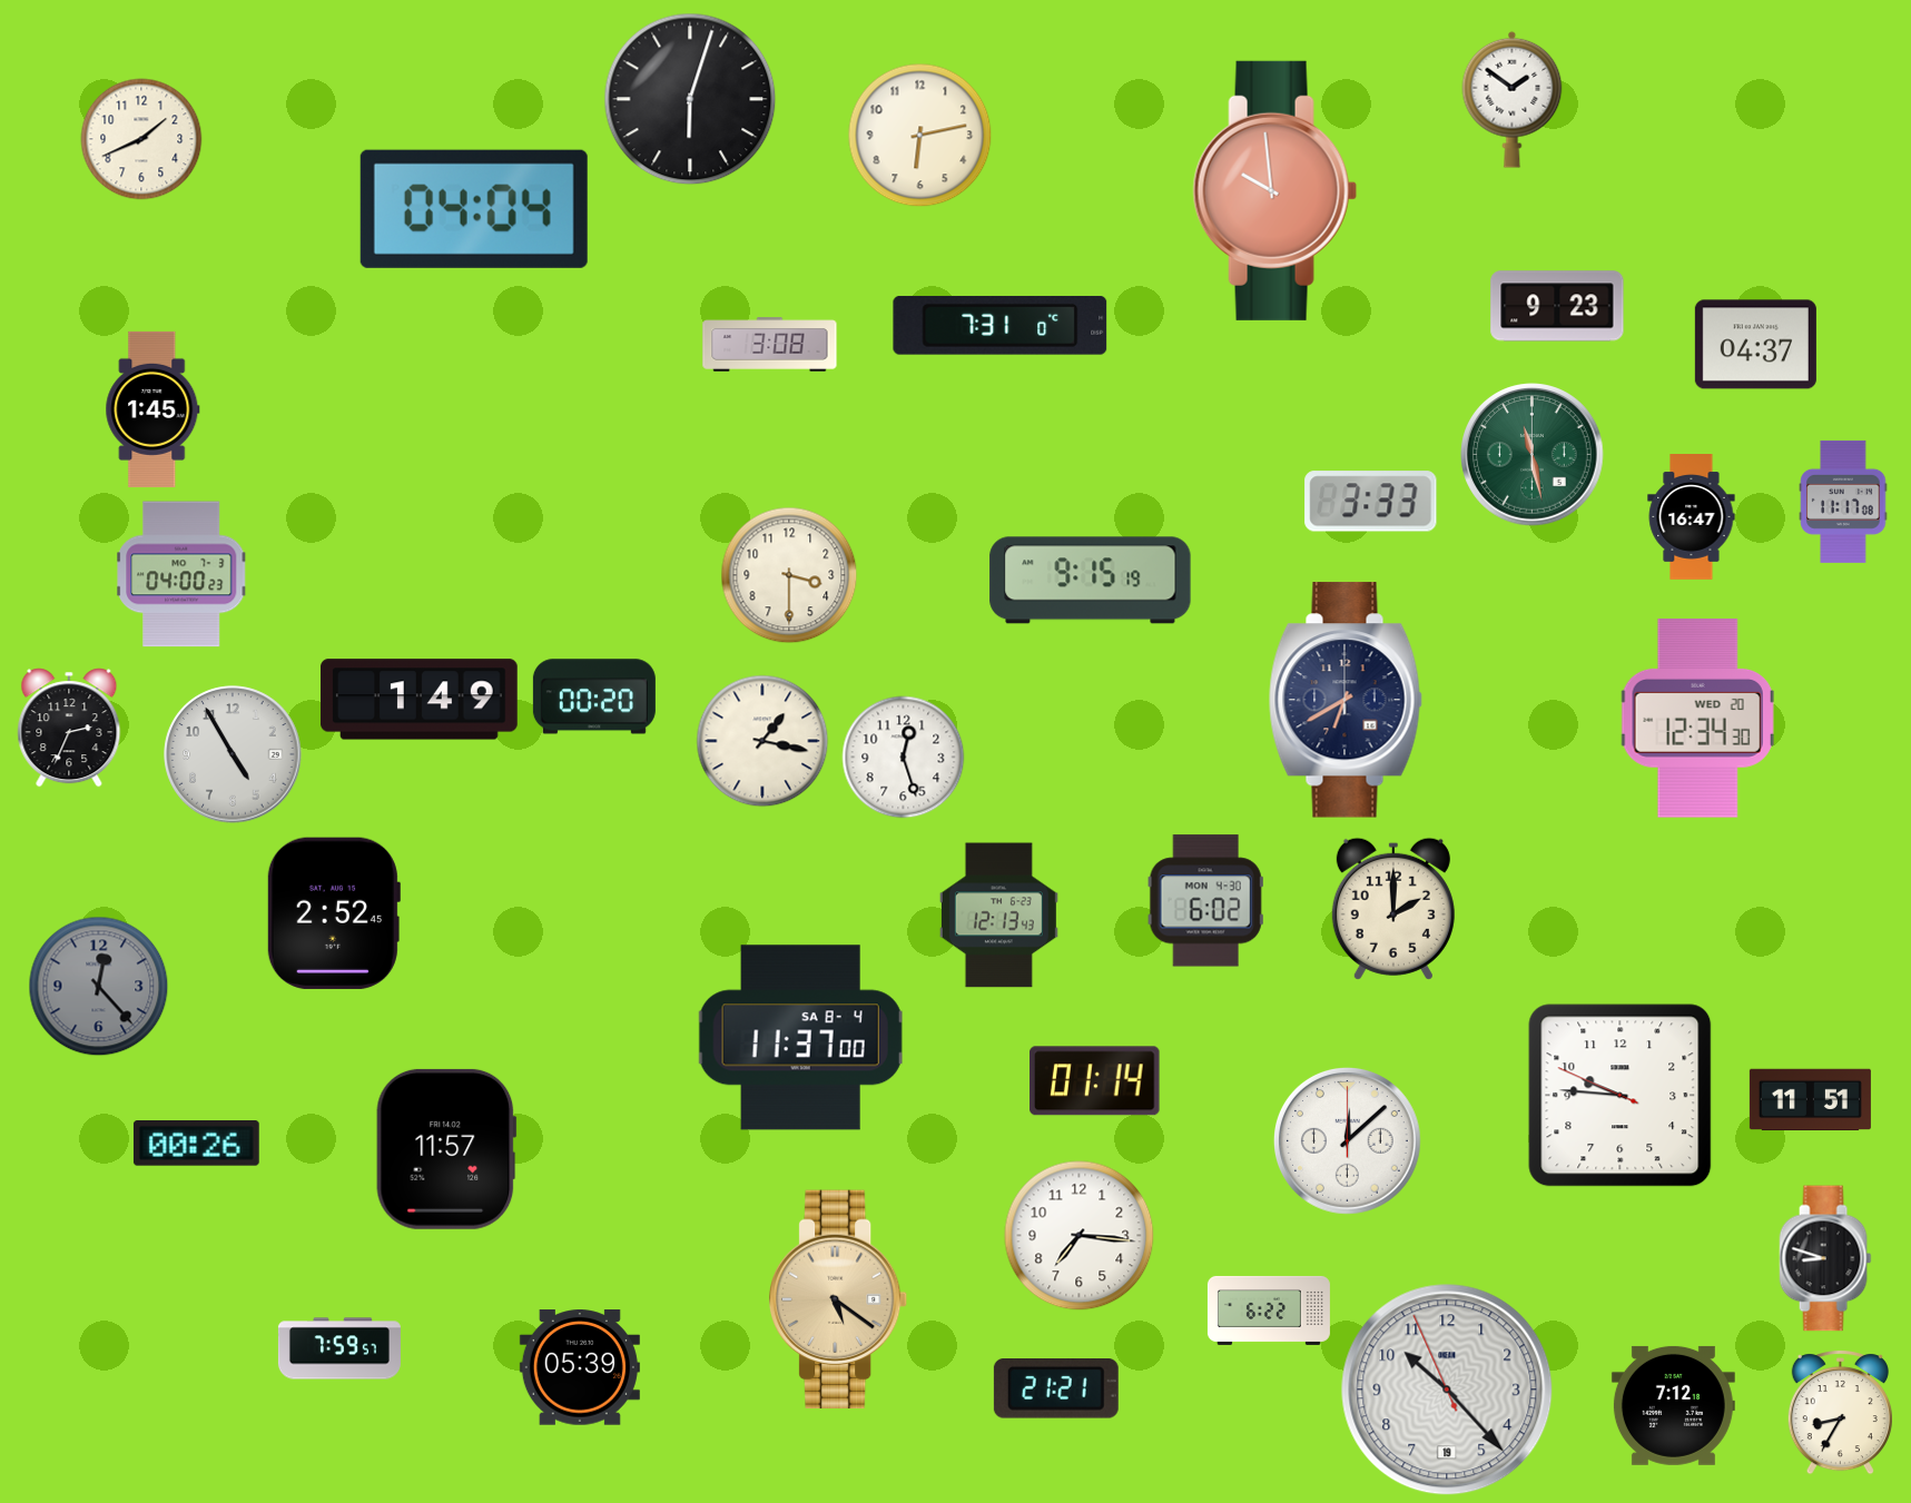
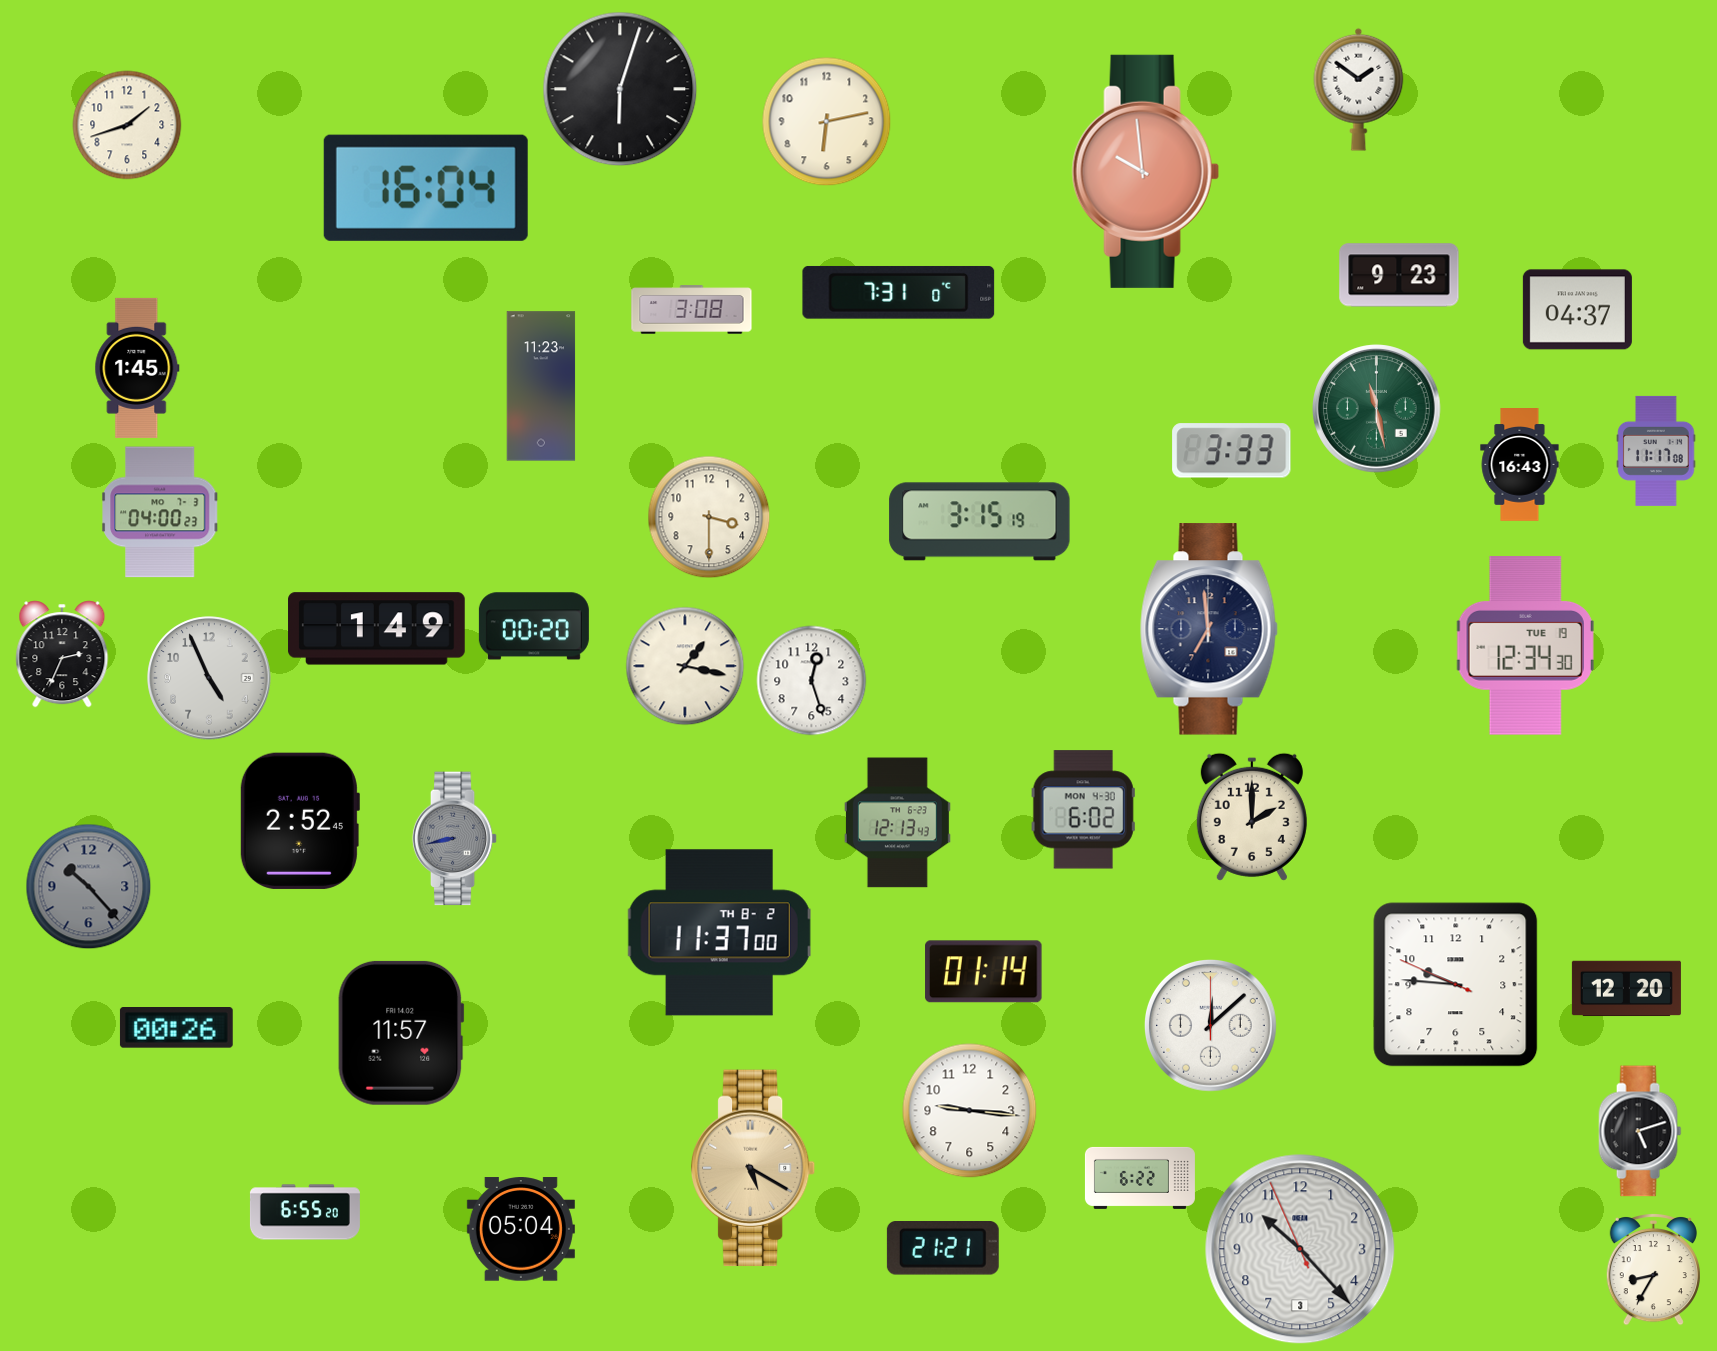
clock at (141, 139): 1:41 -> 1:42
clock at (474, 209): 04:04 -> 16:04
clock at (541, 386): none -> 11:23
clock at (1692, 517): 16:47 -> 16:43
clock at (181, 574) position: (181, 574) -> (160, 512)
clock at (1091, 581): 9:15 -> 3:15
clock at (1346, 700): 6:40 -> 6:59
clock at (1697, 719) date: WED 20 -> TUE 19
clock at (233, 754): 4:55 -> 4:56
clock at (455, 839): none -> 8:43
clock at (99, 987): 12:23 -> 10:23
clock at (800, 1038) date: SA 8-4 -> TH 8-2
clock at (1810, 1100): 11:51 -> 12:20
clock at (1080, 1236): 7:16 -> 9:16
clock at (1825, 1258): 8:48 -> 5:12
clock at (839, 1299): 5:21 -> 5:20
clock at (339, 1348): 7:59 -> 6:55
clock at (580, 1367): 05:39 -> 05:04
clock at (1056, 1390) position: (1056, 1390) -> (943, 1249)
clock at (1447, 1390) date: 19 -> 3
clock at (1673, 1405): 7:12 -> none
